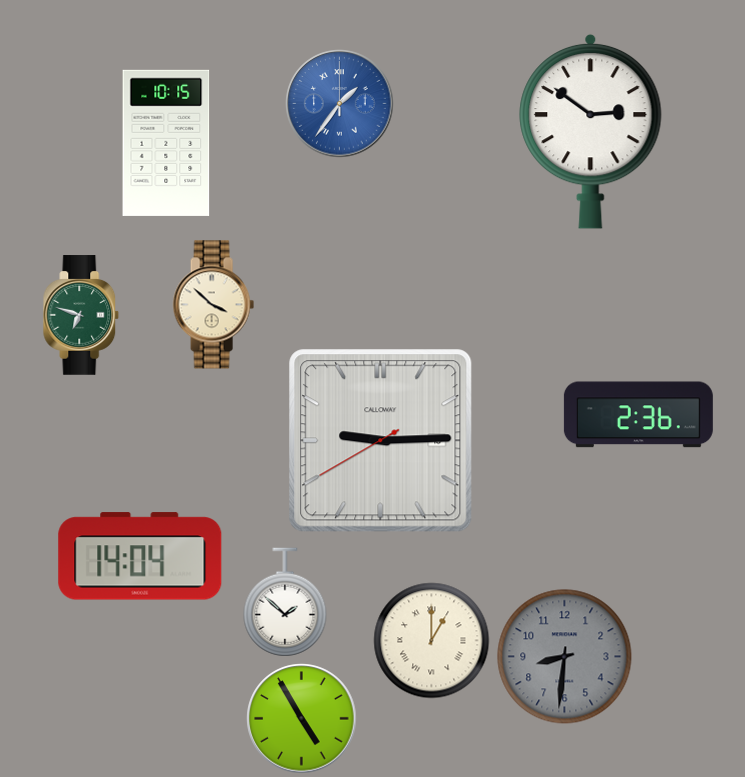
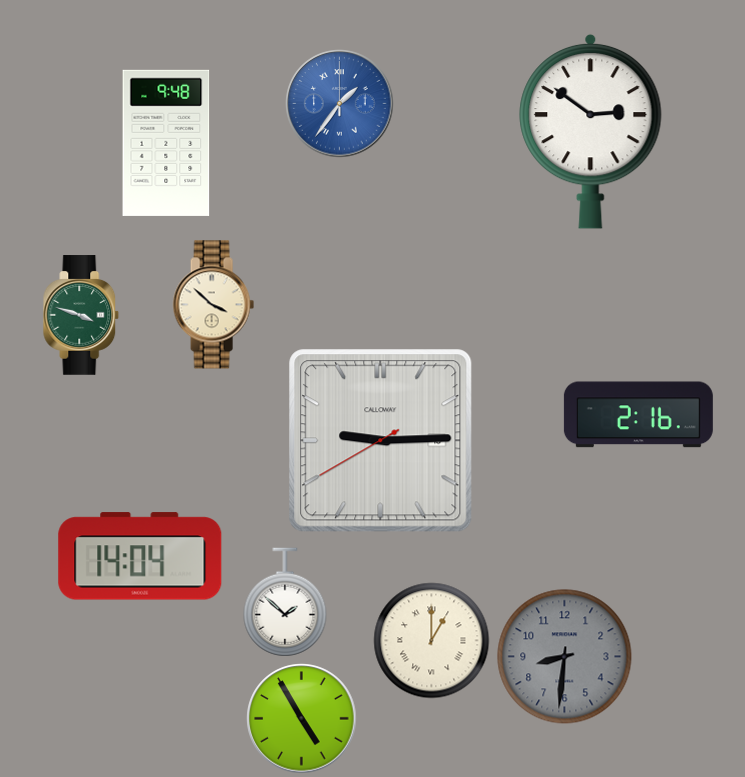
clock at (166, 143): 10:15 -> 9:48
clock at (81, 315): 6:48 -> 3:48
clock at (638, 415): 2:36 -> 2:16
